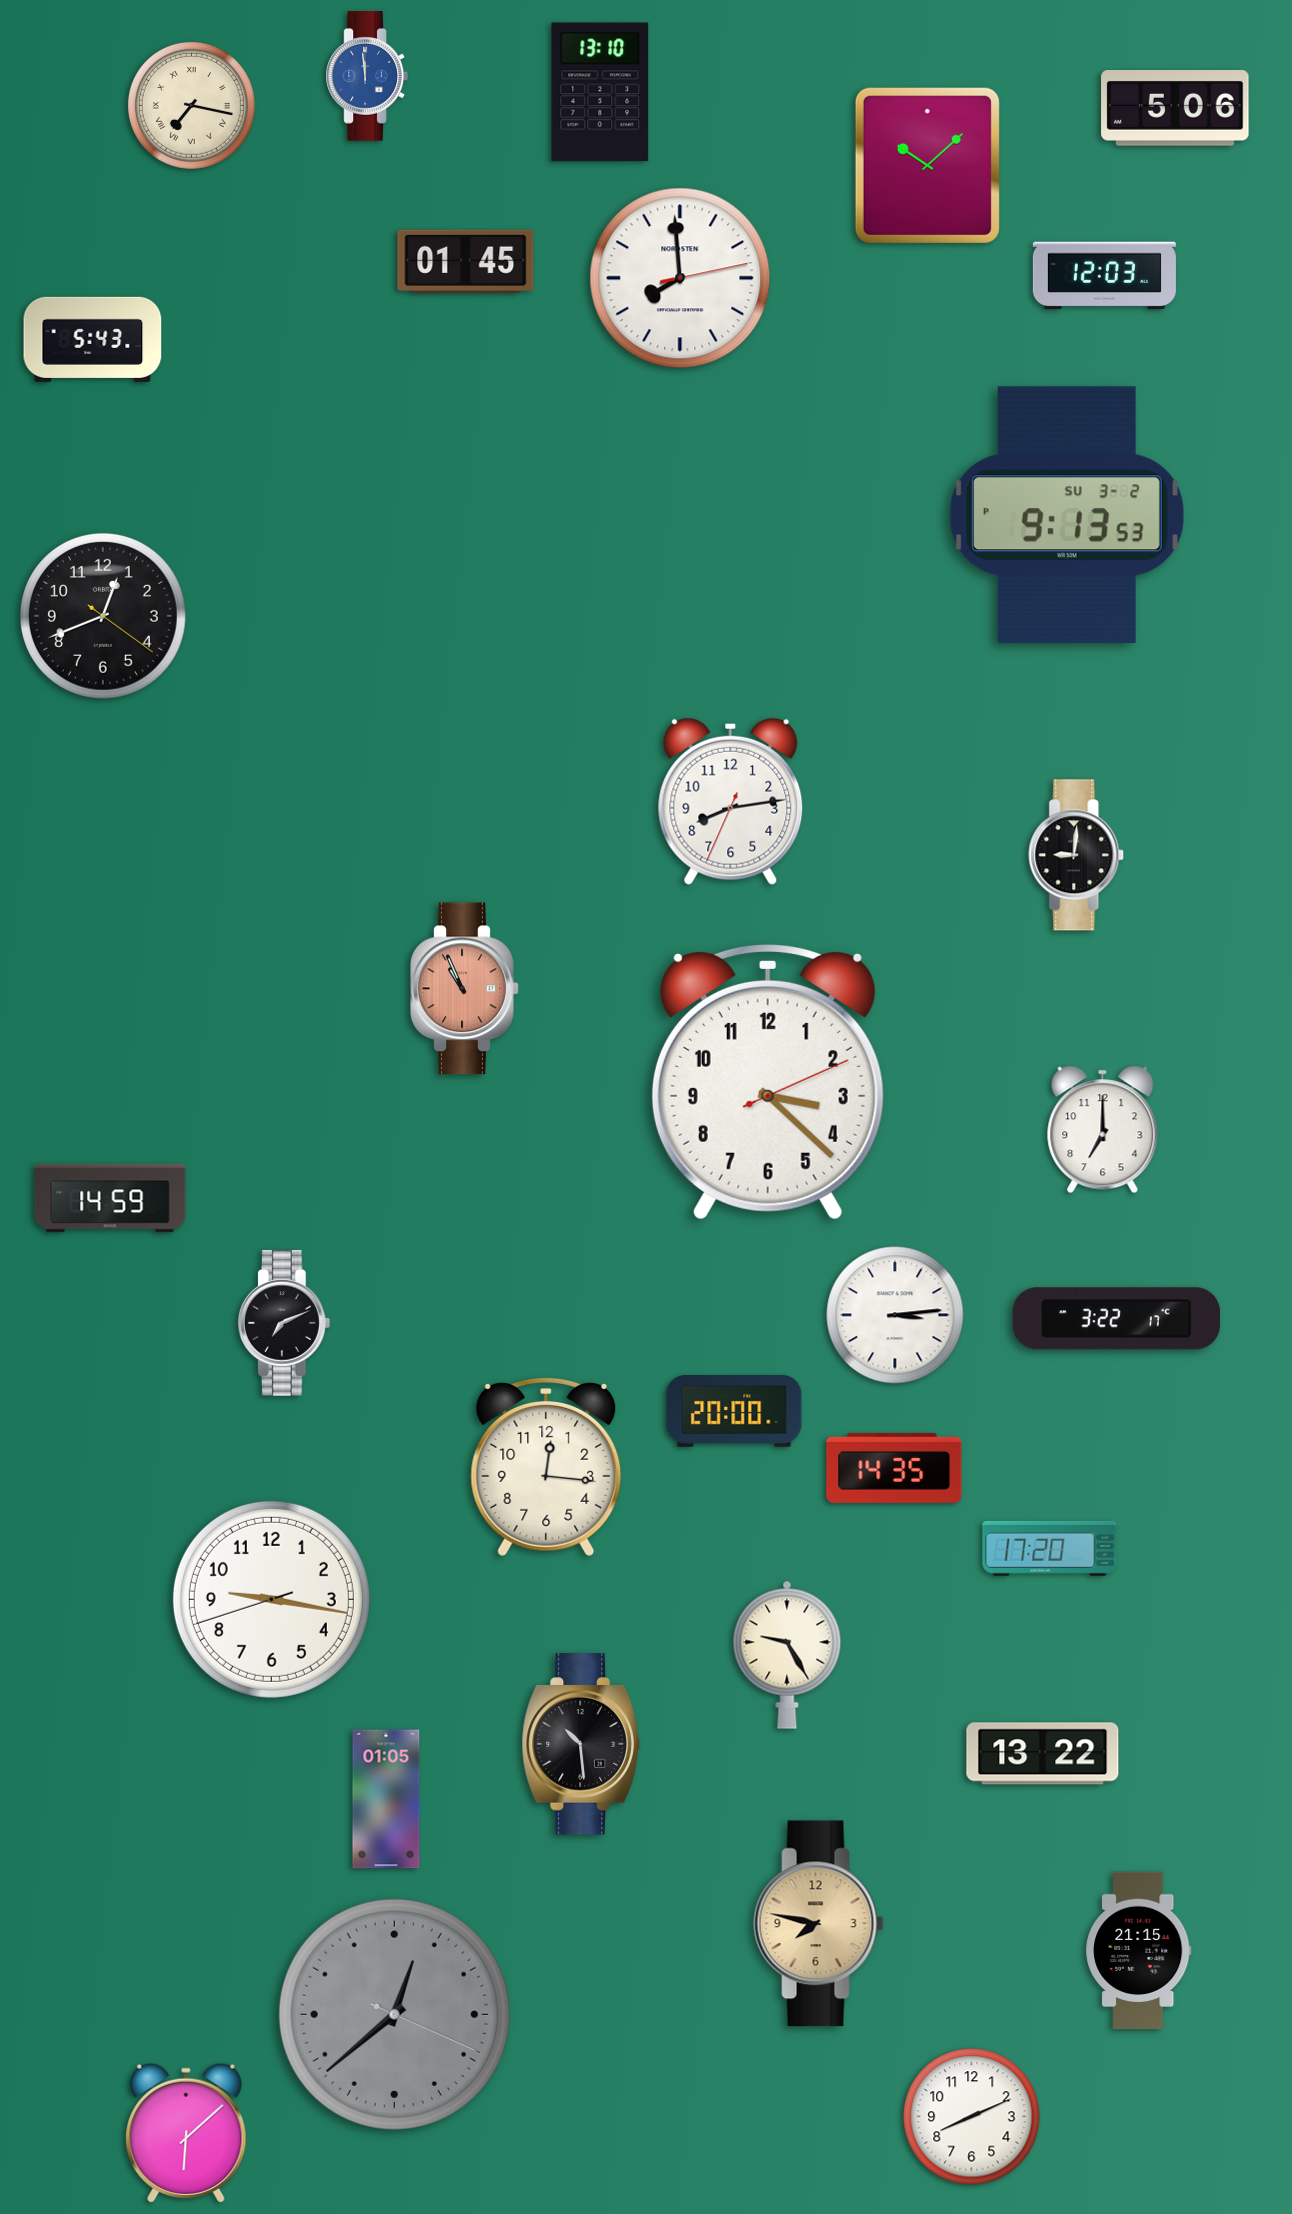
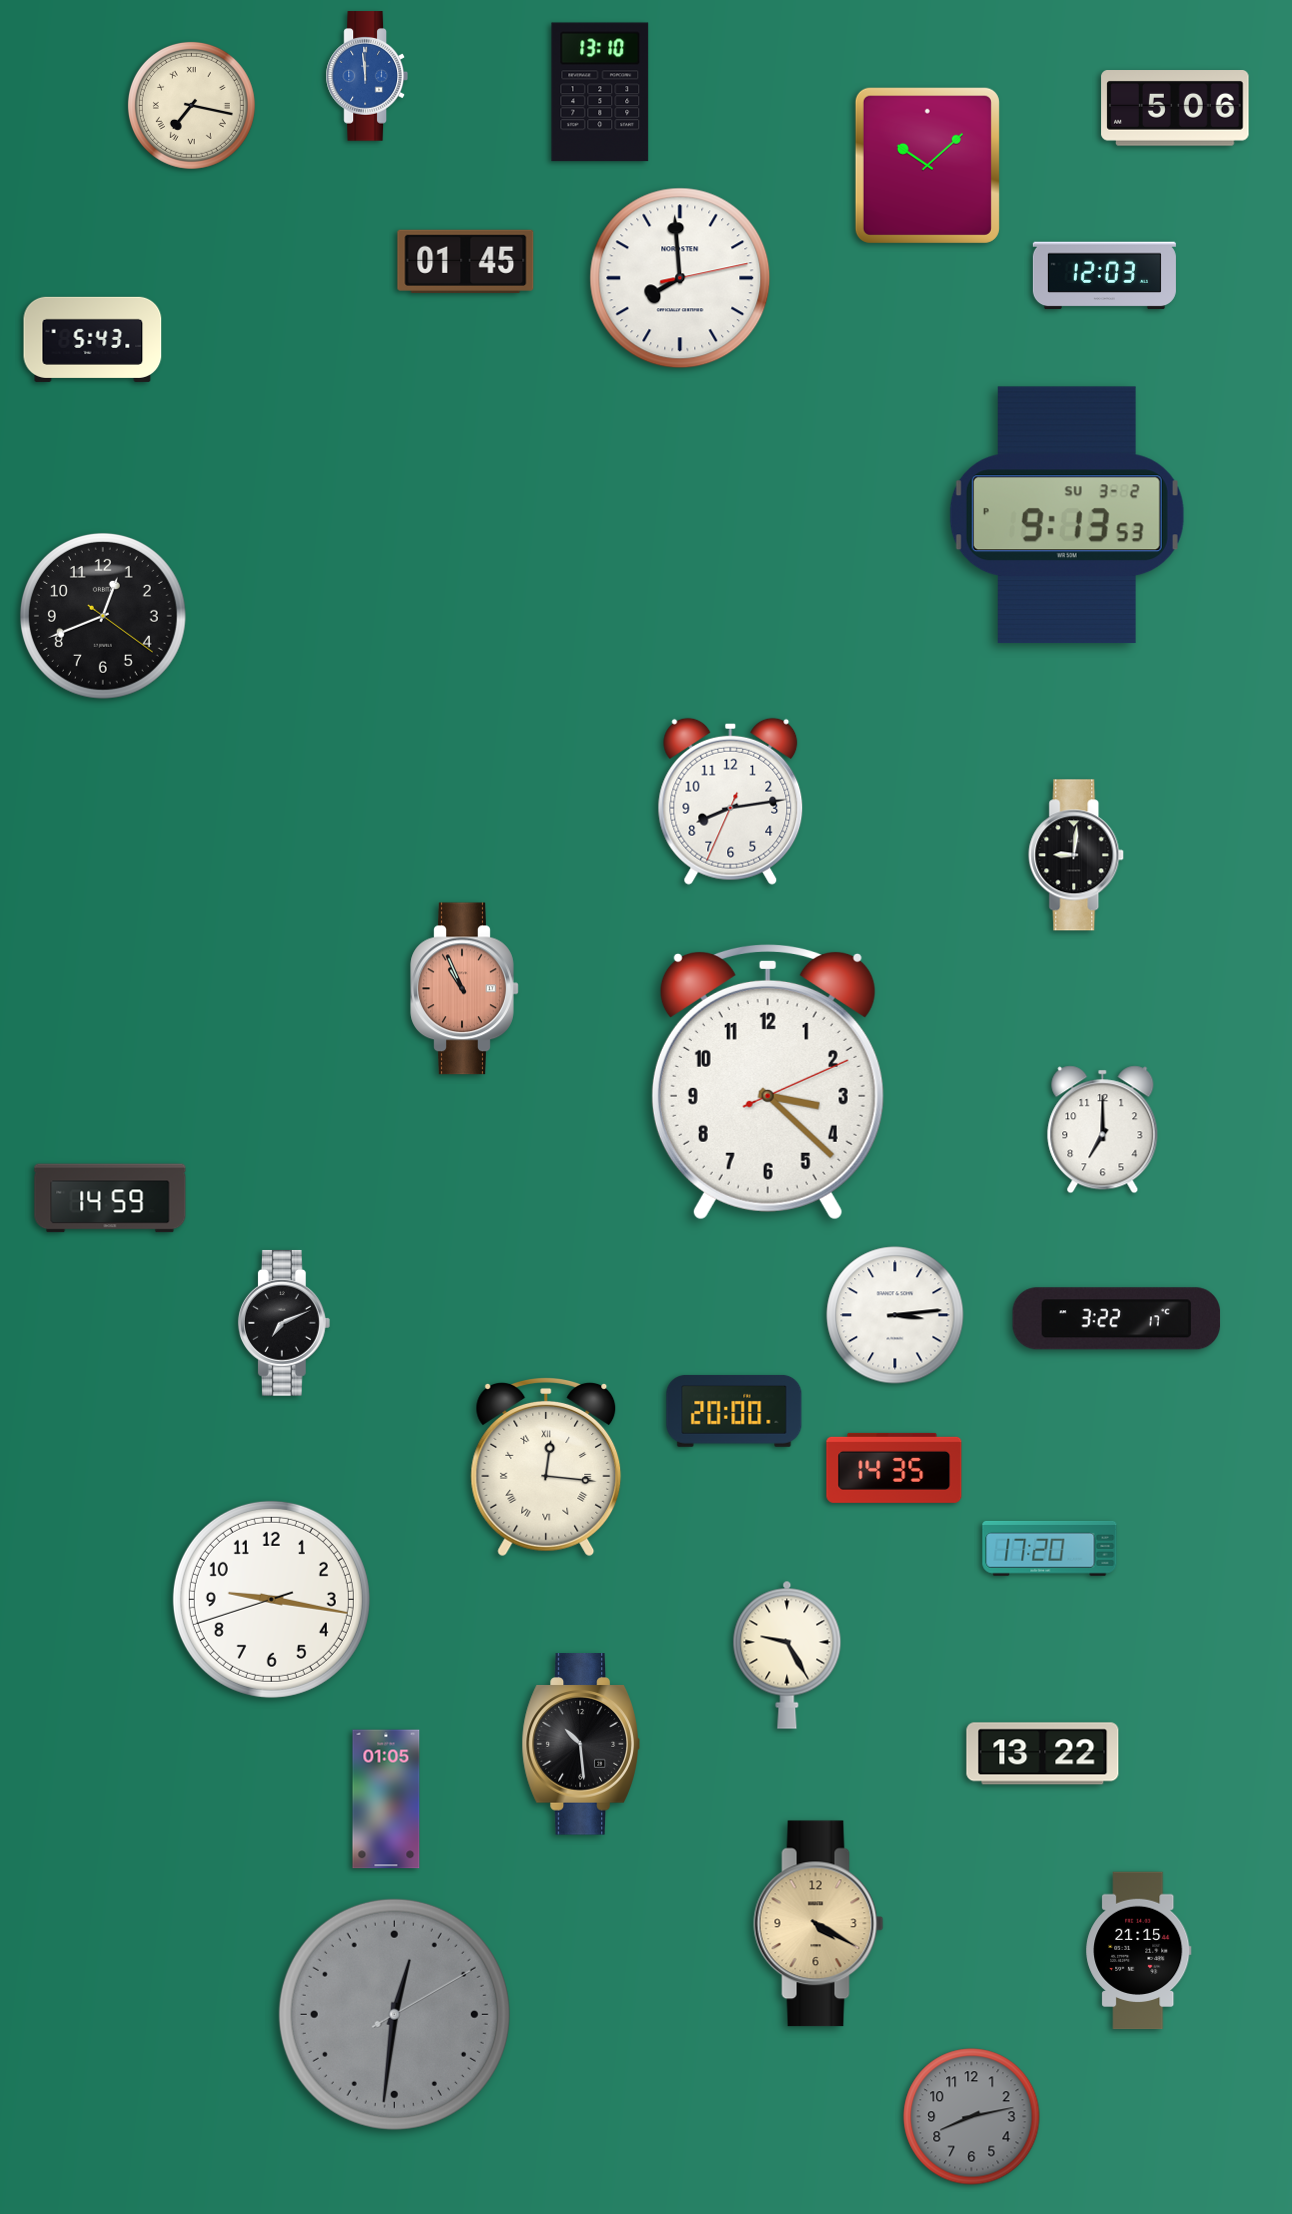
clock at (546, 1468) numerals: Arabic -> Roman
clock at (819, 1924): 7:47 -> 4:20
clock at (394, 2014): 12:38 -> 12:31
clock at (972, 2117): 8:11 -> 8:13
clock at (972, 2117) dial: white -> grey
clock at (186, 2133): 6:08 -> none
